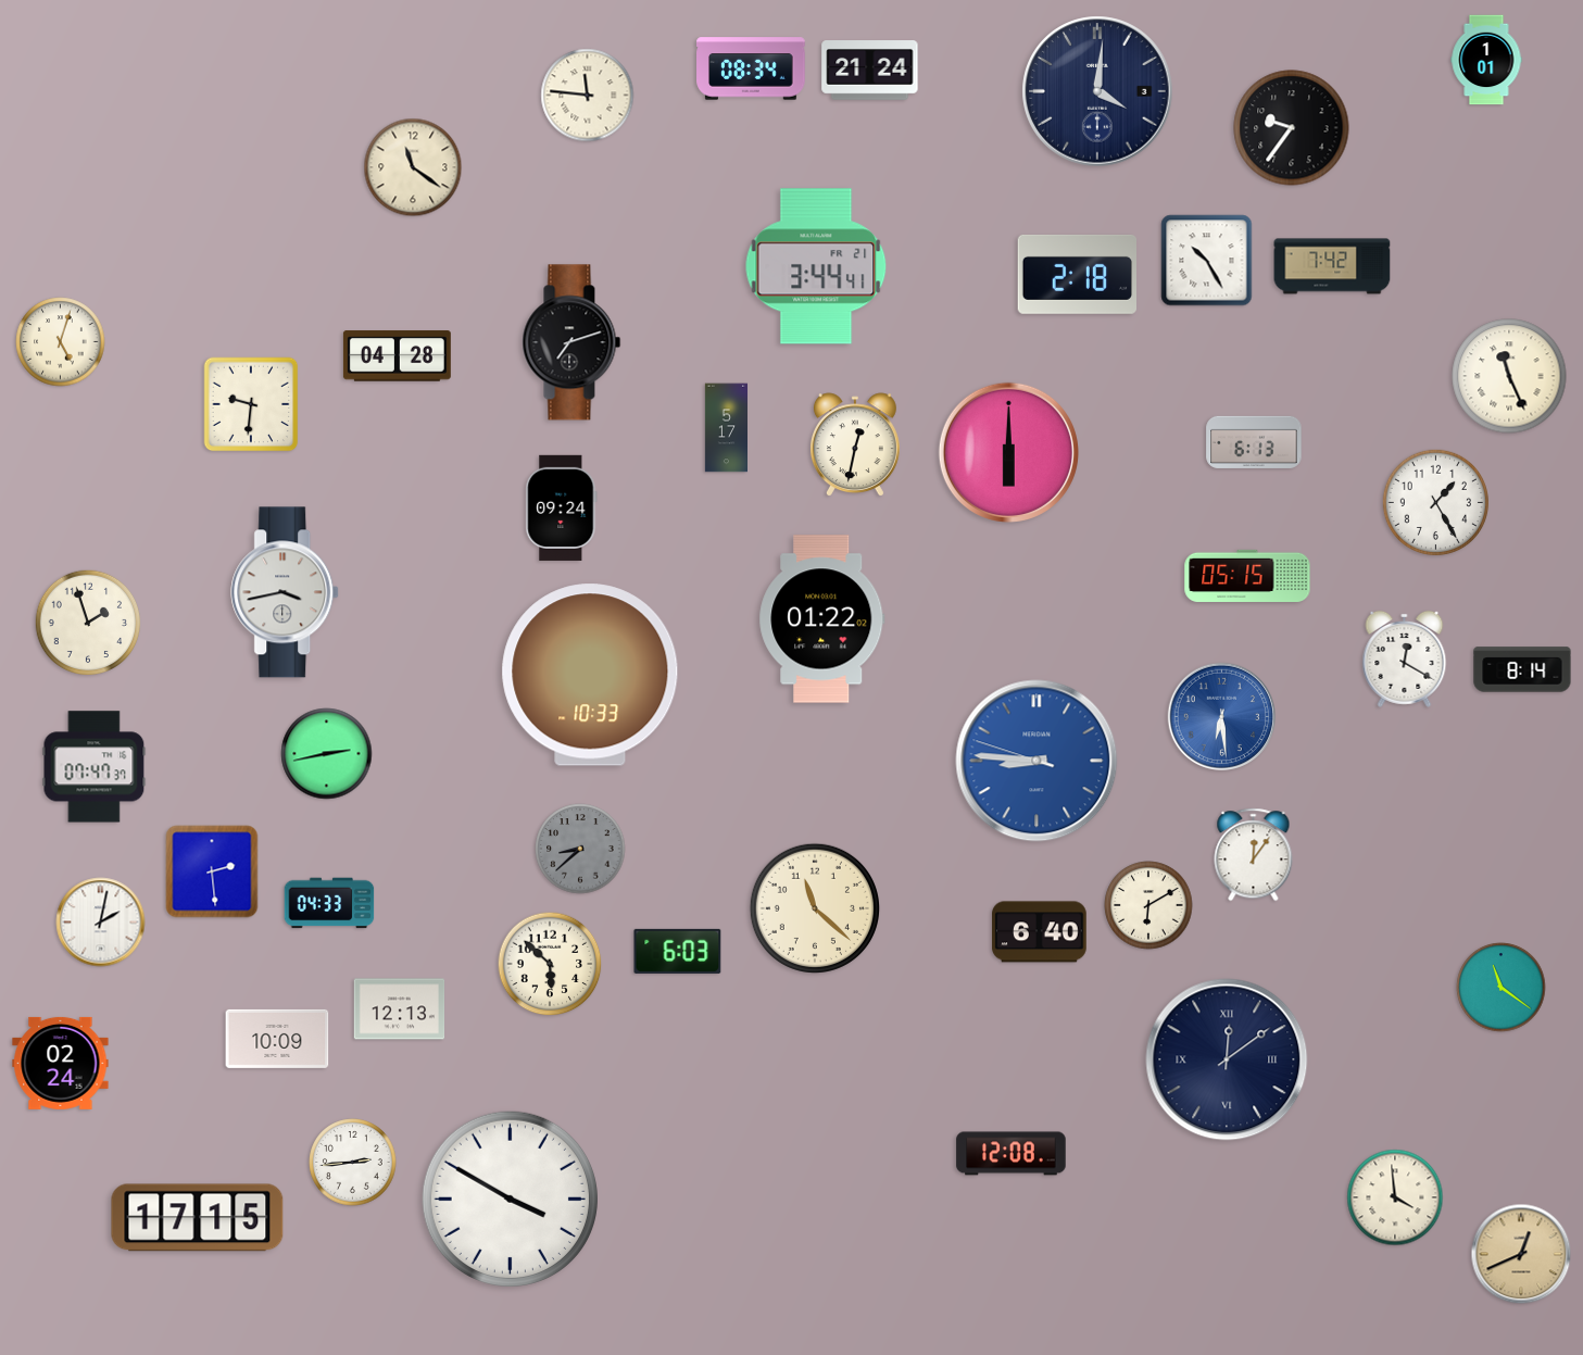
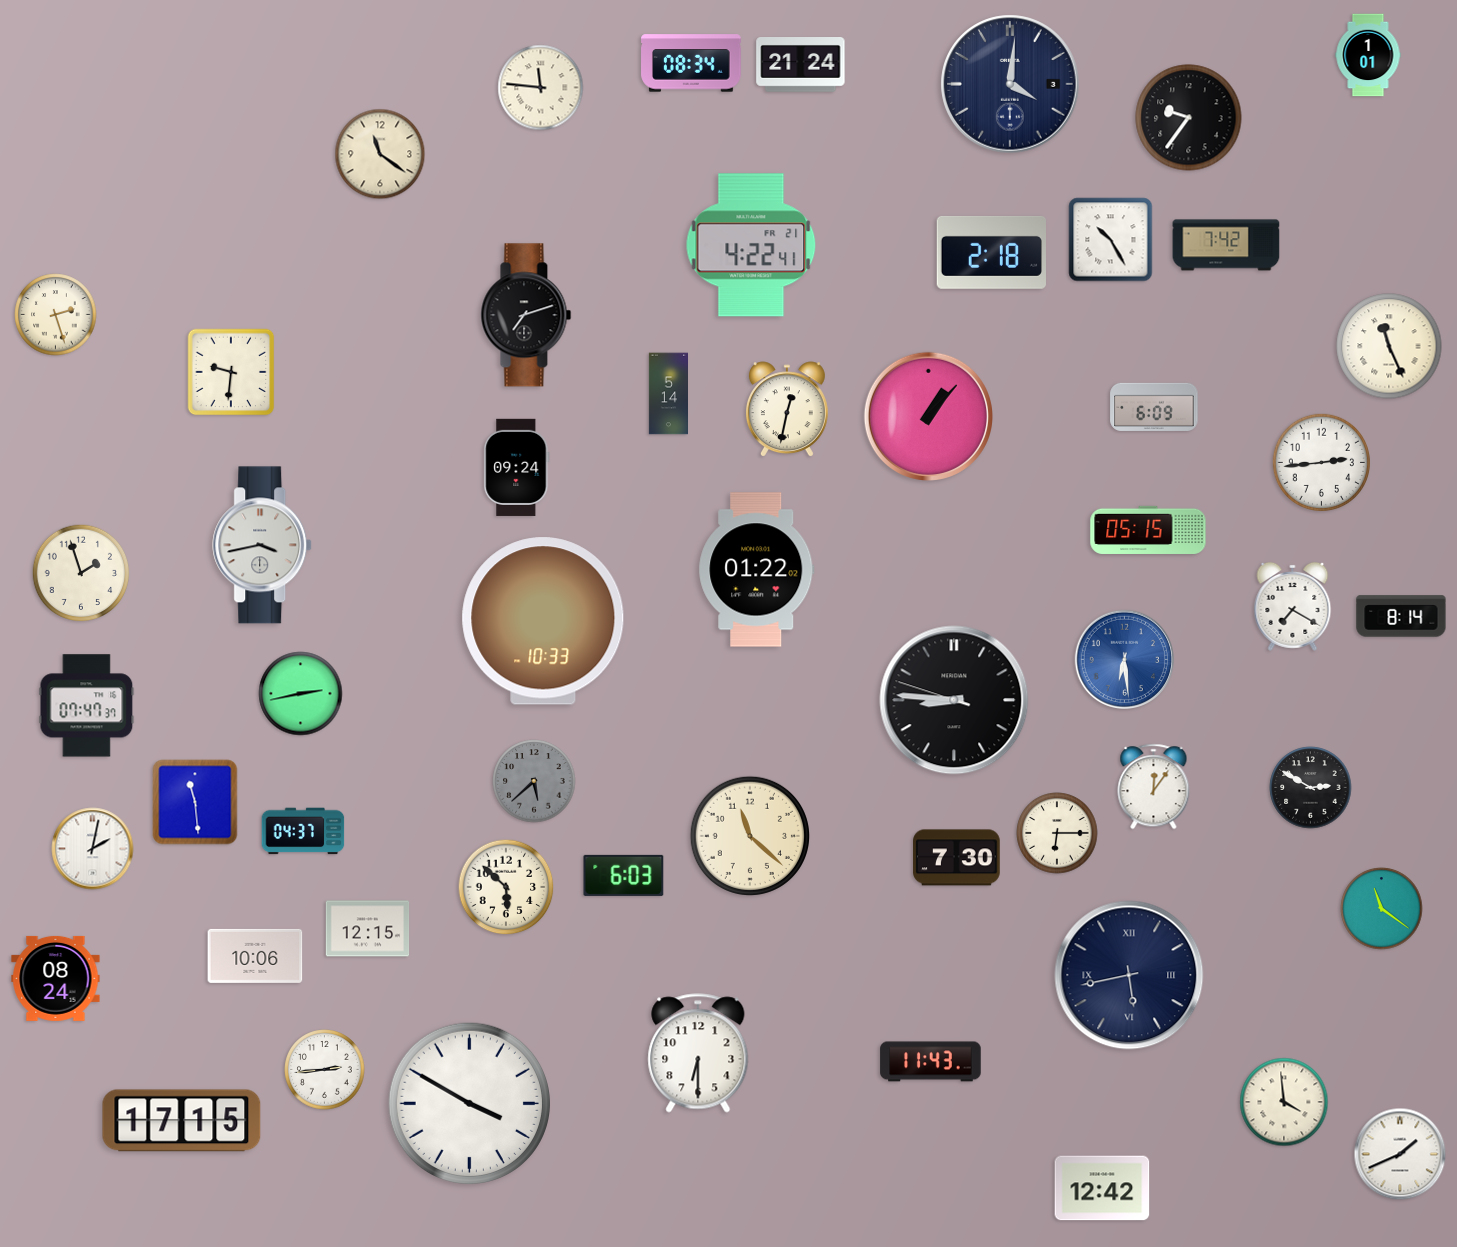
clock at (816, 266): 3:44 -> 4:22
clock at (61, 342): 5:03 -> 2:27
clock at (397, 356): 04:28 -> none
clock at (726, 428): 5:17 -> 5:14
clock at (1254, 442): 6:13 -> 6:09
clock at (1008, 452): 6:00 -> 1:07
clock at (1435, 502): 1:25 -> 2:44
clock at (1405, 658): 12:20 -> 7:20
clock at (1037, 761) dial: blue -> black
clock at (580, 849): 8:38 -> 5:38
clock at (1311, 788): none -> 2:50
clock at (212, 871): 2:29 -> 11:29
clock at (329, 903): 04:33 -> 04:37
clock at (1148, 905): 6:10 -> 6:15
clock at (1040, 932): 6:40 -> 7:30
clock at (400, 1009): 12:13 -> 12:15
clock at (277, 1039): 10:09 -> 10:06
clock at (1227, 1059): 12:09 -> 5:43
clock at (61, 1063): 02:24 -> 08:24
clock at (698, 1053): none -> 6:30
clock at (1012, 1154): 12:08 -> 11:43
clock at (1521, 1254): 12:41 -> 1:41
clock at (1521, 1254) dial: champagne -> white
clock at (1102, 1188): none -> 12:42
